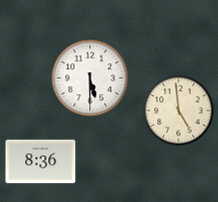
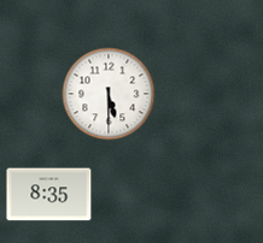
clock at (179, 111): 4:59 -> none
clock at (41, 162): 8:36 -> 8:35
